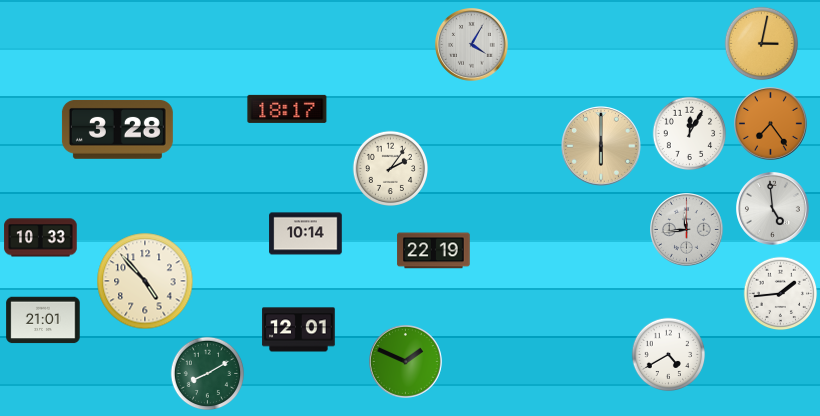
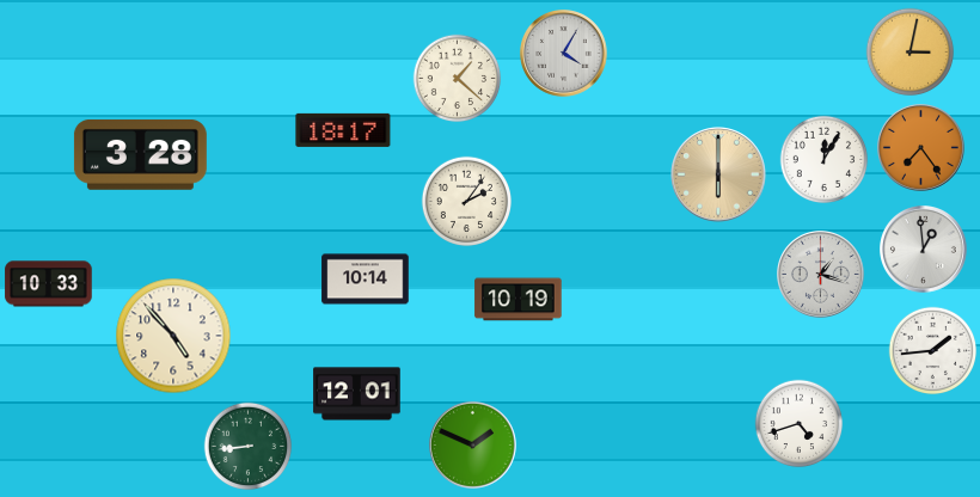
clock at (458, 79): none -> 1:22
clock at (773, 209): 4:59 -> 12:59
clock at (687, 230): 11:44 -> 1:18
clock at (434, 251): 22:19 -> 10:19
clock at (43, 320): 21:01 -> none
clock at (669, 355): 4:40 -> 4:42
clock at (406, 362) position: (406, 362) -> (473, 446)
clock at (208, 374): 8:10 -> 8:44
